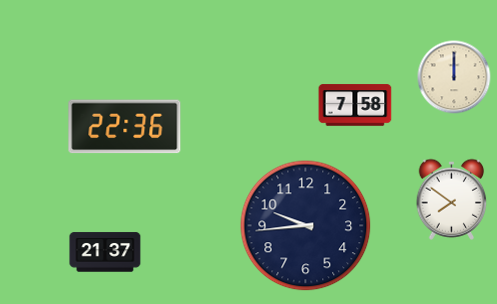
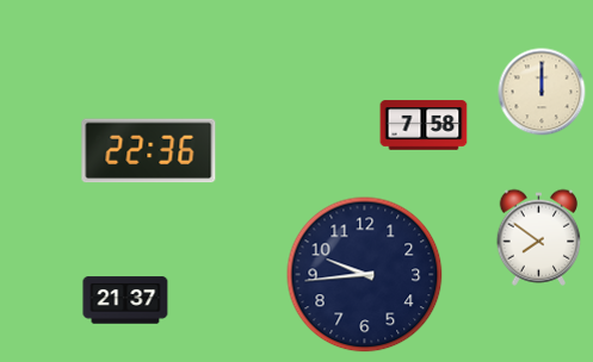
clock at (306, 226) position: (306, 226) -> (365, 275)
